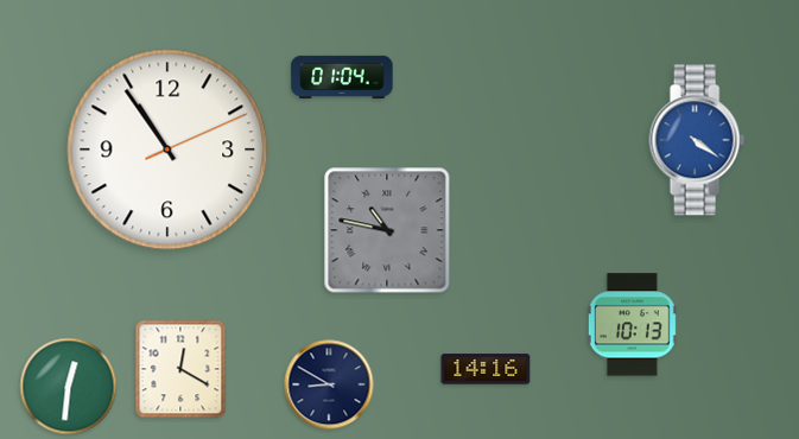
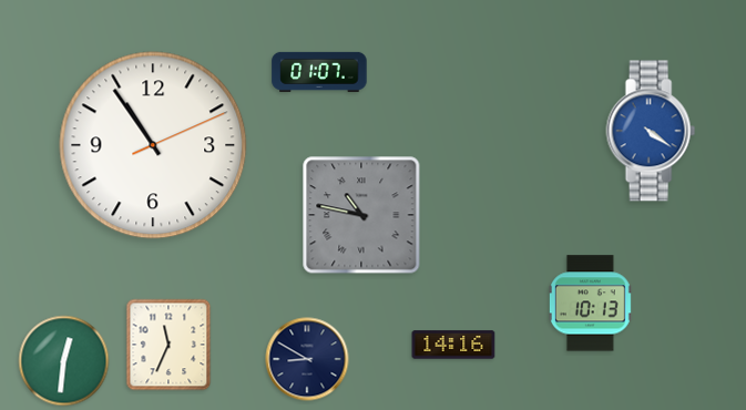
clock at (342, 77): 01:04 -> 01:07
clock at (167, 149) position: (167, 149) -> (153, 145)
clock at (180, 369): 12:20 -> 11:34
